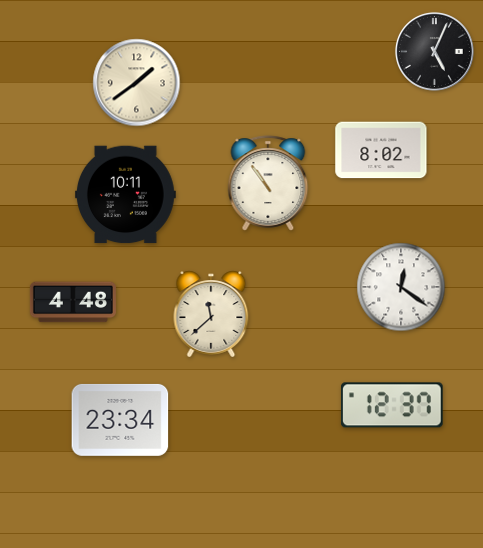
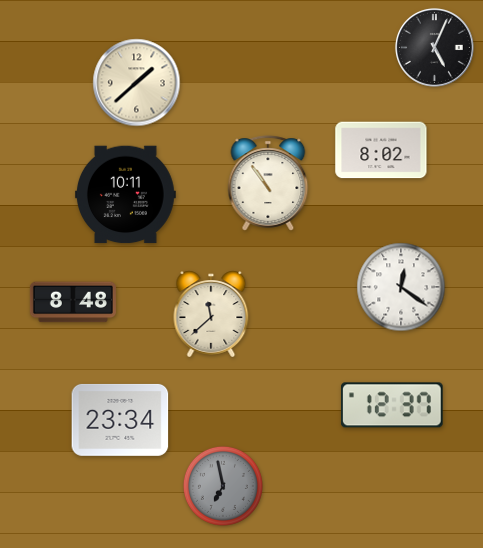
clock at (434, 51) position: (434, 51) -> (434, 47)
clock at (137, 83): 1:39 -> 1:38
clock at (73, 302): 4:48 -> 8:48
clock at (223, 486): none -> 6:58
